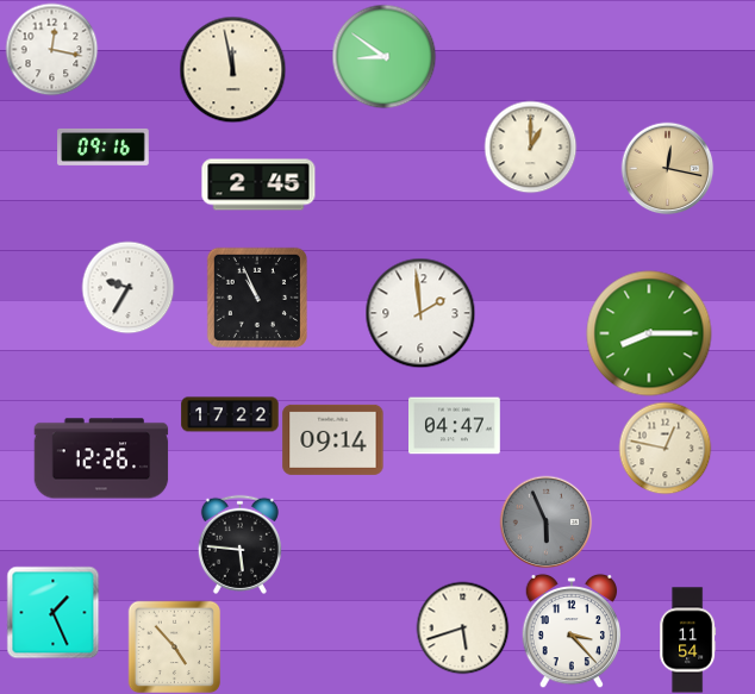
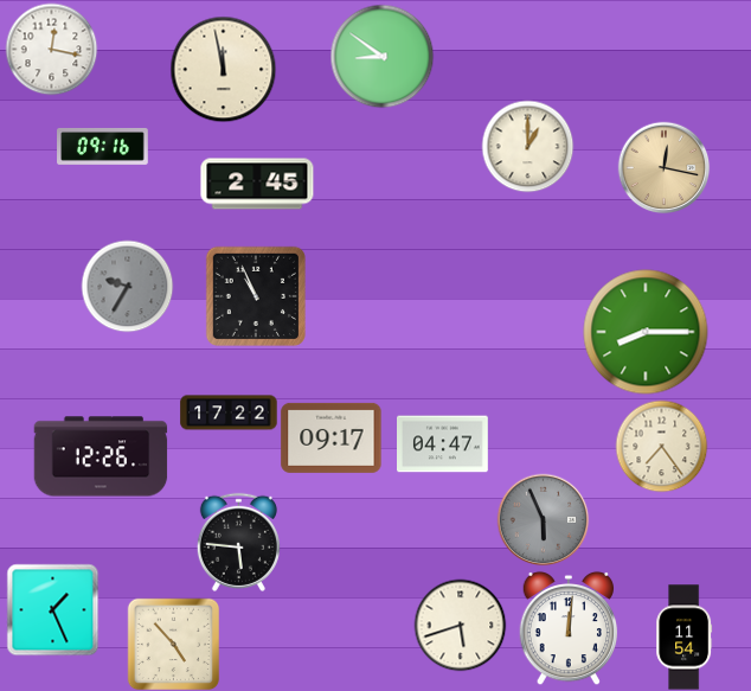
clock at (232, 69) position: (232, 69) -> (223, 69)
clock at (127, 287) dial: white -> grey
clock at (420, 313): 1:59 -> none
clock at (455, 426) position: (455, 426) -> (443, 444)
clock at (333, 439): 09:14 -> 09:17
clock at (664, 448): 12:47 -> 7:24
clock at (572, 631): 3:23 -> 12:01
